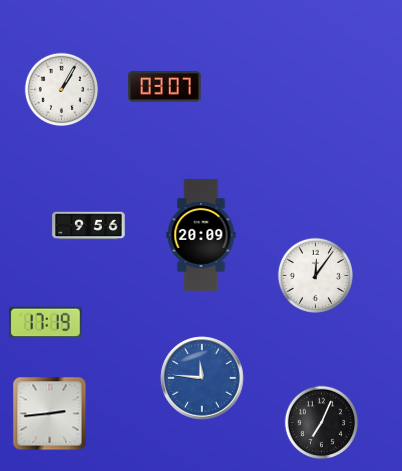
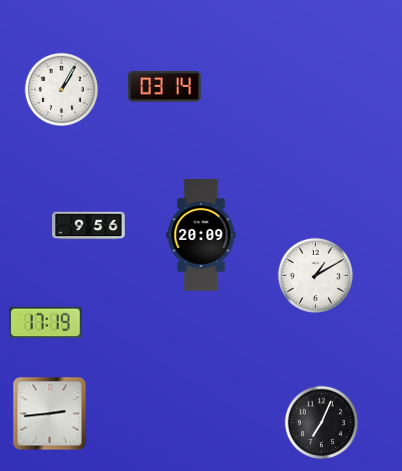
clock at (165, 87): 03:07 -> 03:14
clock at (315, 275): 12:06 -> 1:10
clock at (202, 378): 11:46 -> none
